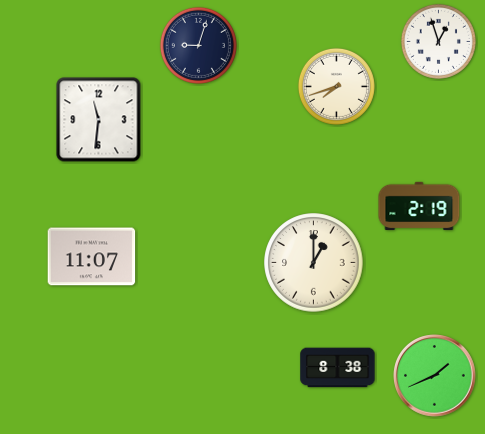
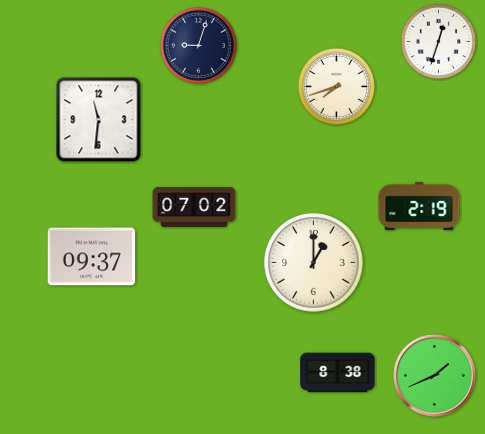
clock at (438, 41): 12:57 -> 12:33
clock at (194, 207): none -> 07:02
clock at (92, 257): 11:07 -> 09:37
clock at (338, 368) position: (338, 368) -> (338, 373)
